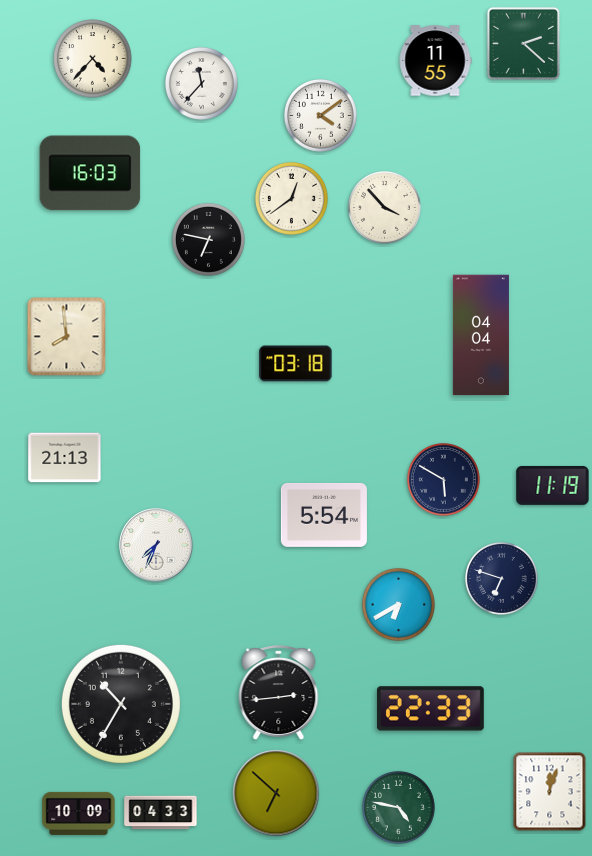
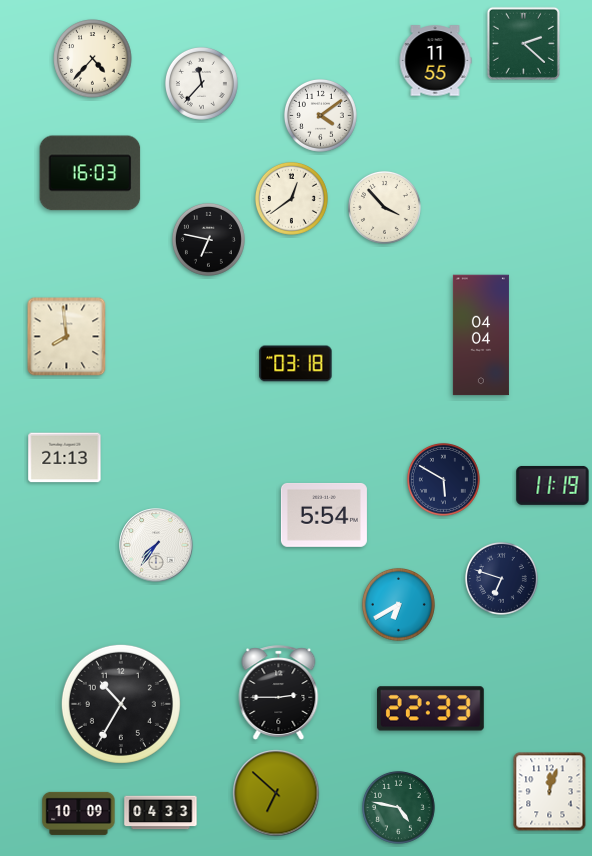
clock at (156, 545): 7:34 -> 7:36
clock at (279, 692): 2:44 -> 2:45
